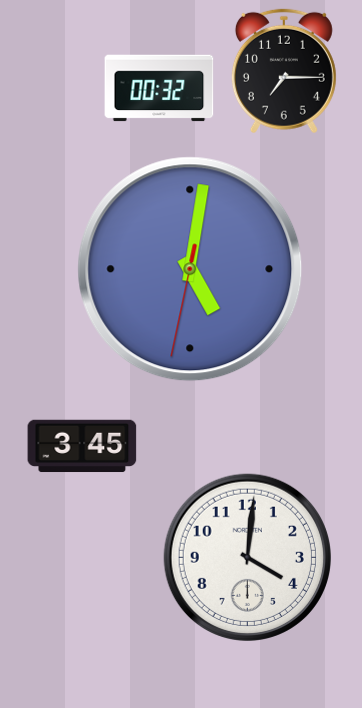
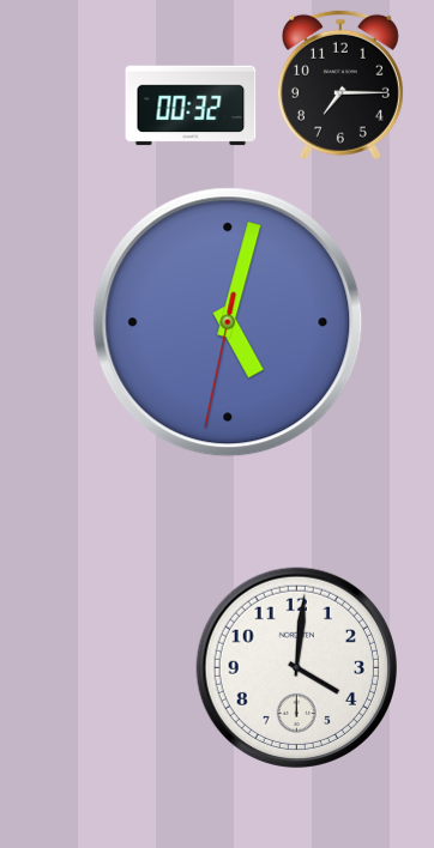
clock at (190, 269): 5:01 -> 5:02
clock at (82, 446): 3:45 -> none
